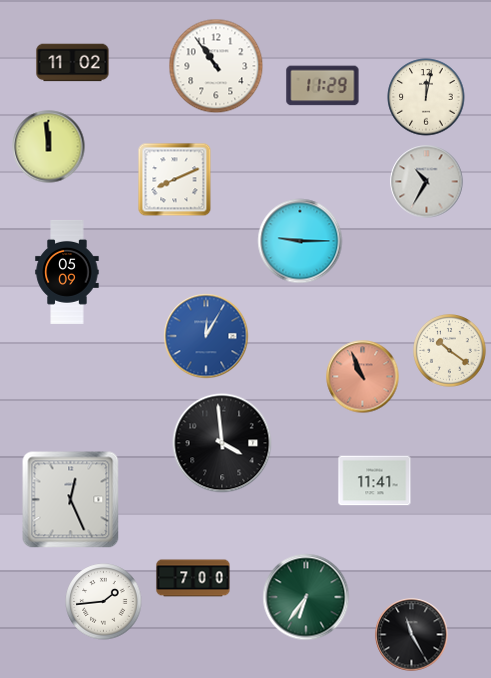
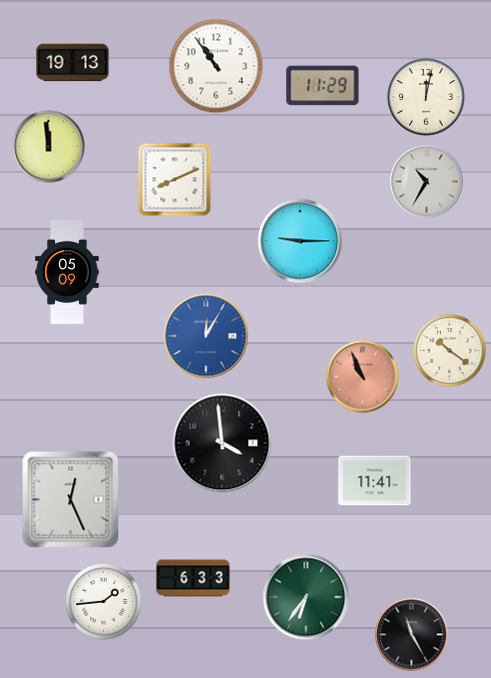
clock at (73, 63): 11:02 -> 19:13
clock at (193, 578): 7:00 -> 6:33
